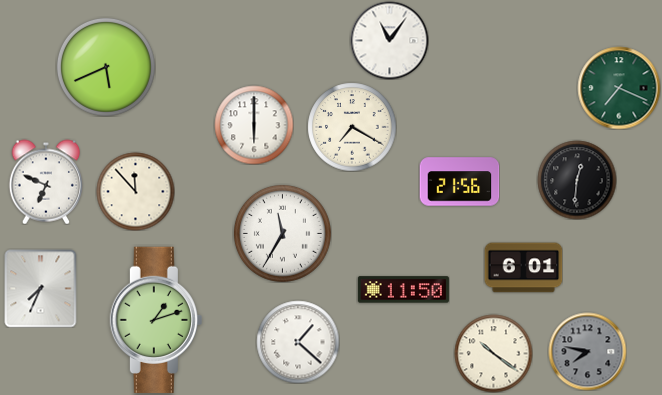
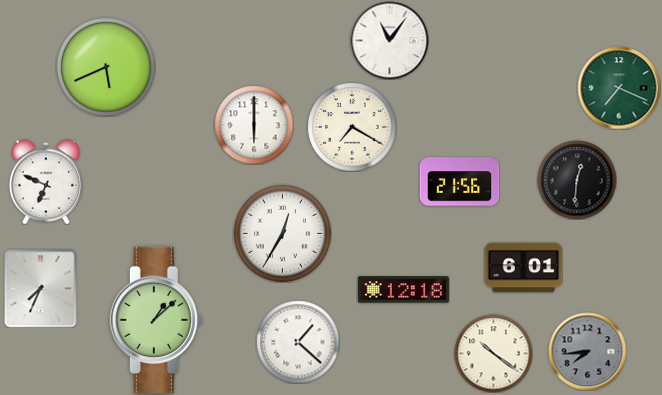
clock at (135, 191): 11:53 -> none
clock at (282, 233): 11:35 -> 12:35
clock at (403, 290): 11:50 -> 12:18
clock at (156, 319): 1:12 -> 1:08
clock at (587, 351): 7:47 -> 7:44
